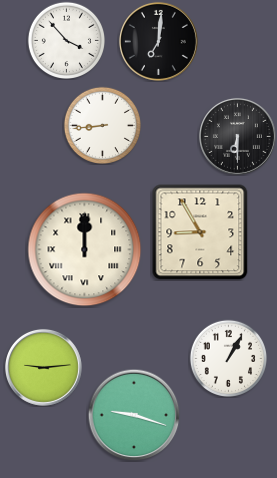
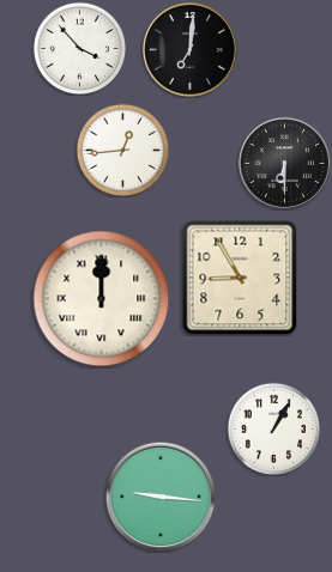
clock at (102, 125): 8:44 -> 12:44
clock at (43, 367): 9:14 -> none
clock at (134, 415): 9:18 -> 9:16
